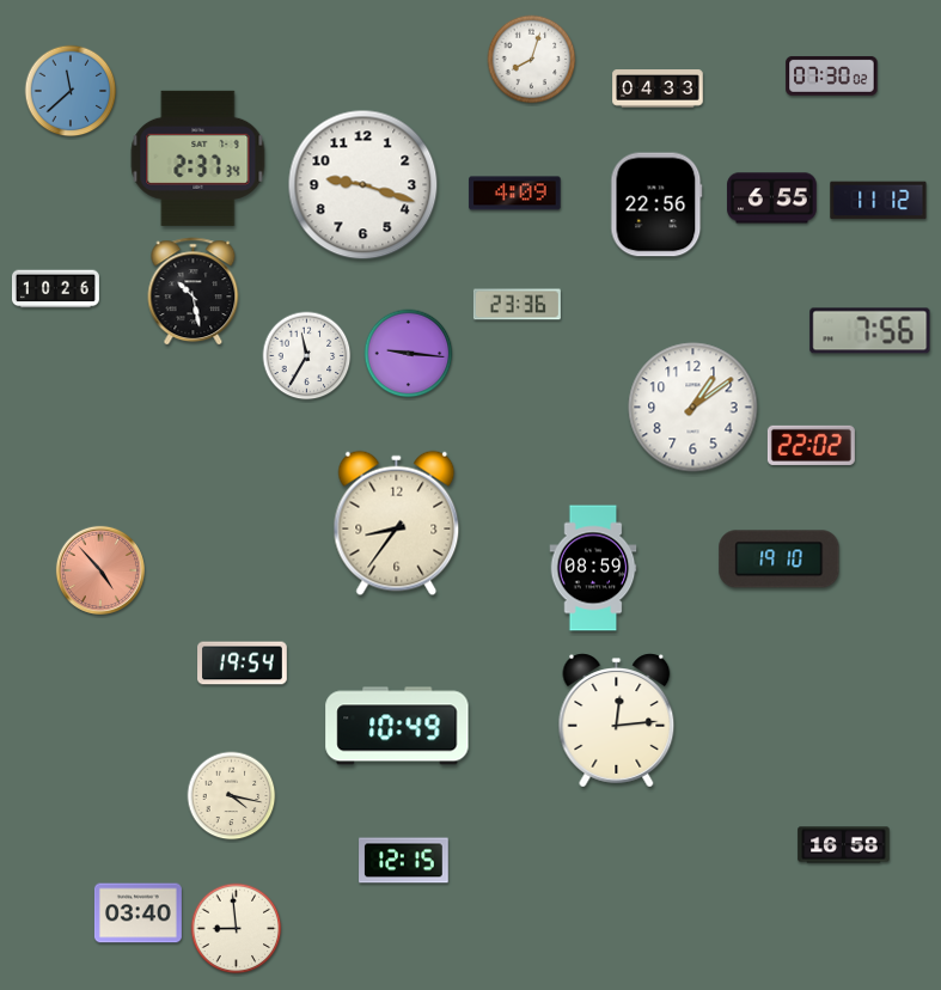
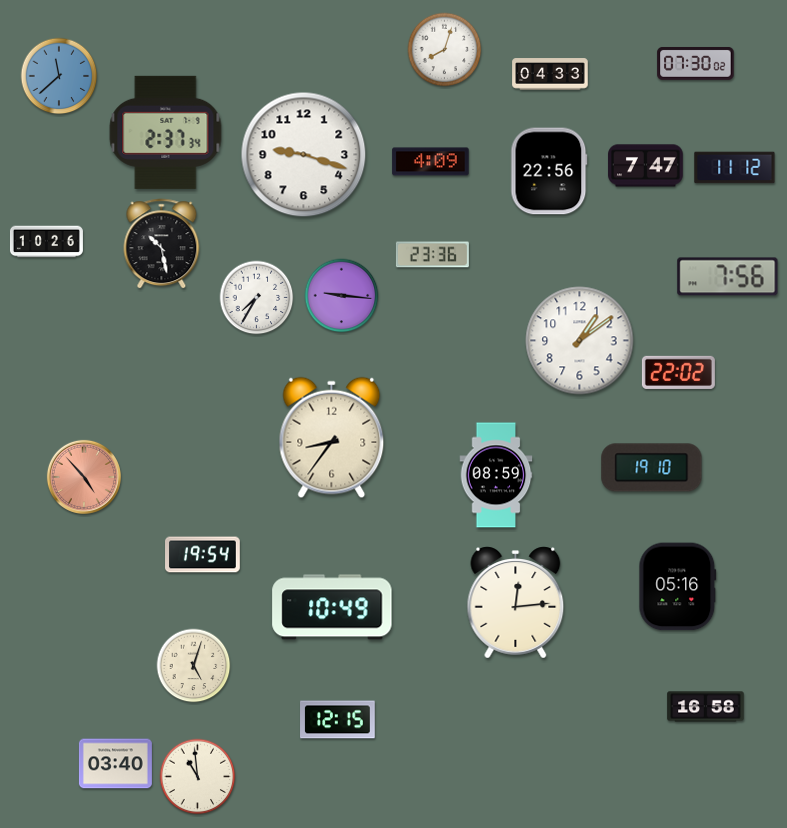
clock at (772, 198): 6:55 -> 7:47
clock at (307, 356): 11:35 -> 7:35
clock at (678, 587): none -> 05:16
clock at (232, 796): 4:17 -> 5:03
clock at (237, 929): 8:59 -> 10:59
